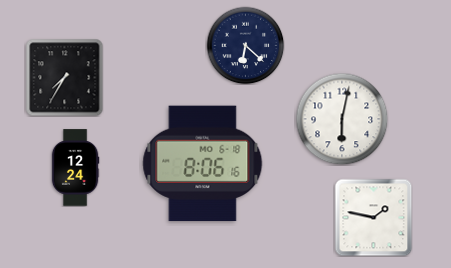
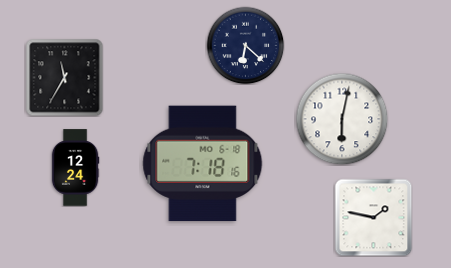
clock at (64, 77): 7:35 -> 11:35
clock at (203, 164): 8:06 -> 7:18
